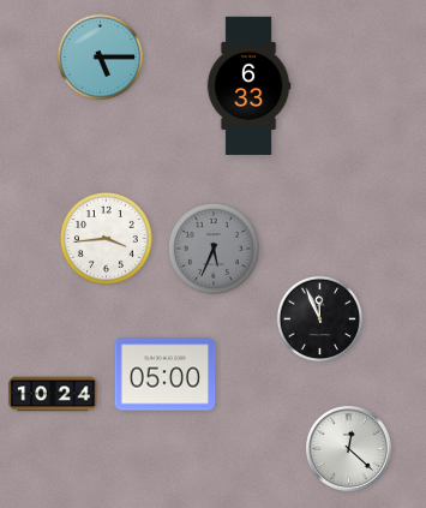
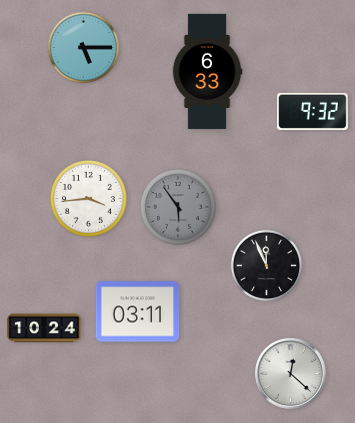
clock at (313, 111): none -> 9:32
clock at (214, 249): 5:34 -> 5:54
clock at (166, 375): 05:00 -> 03:11
